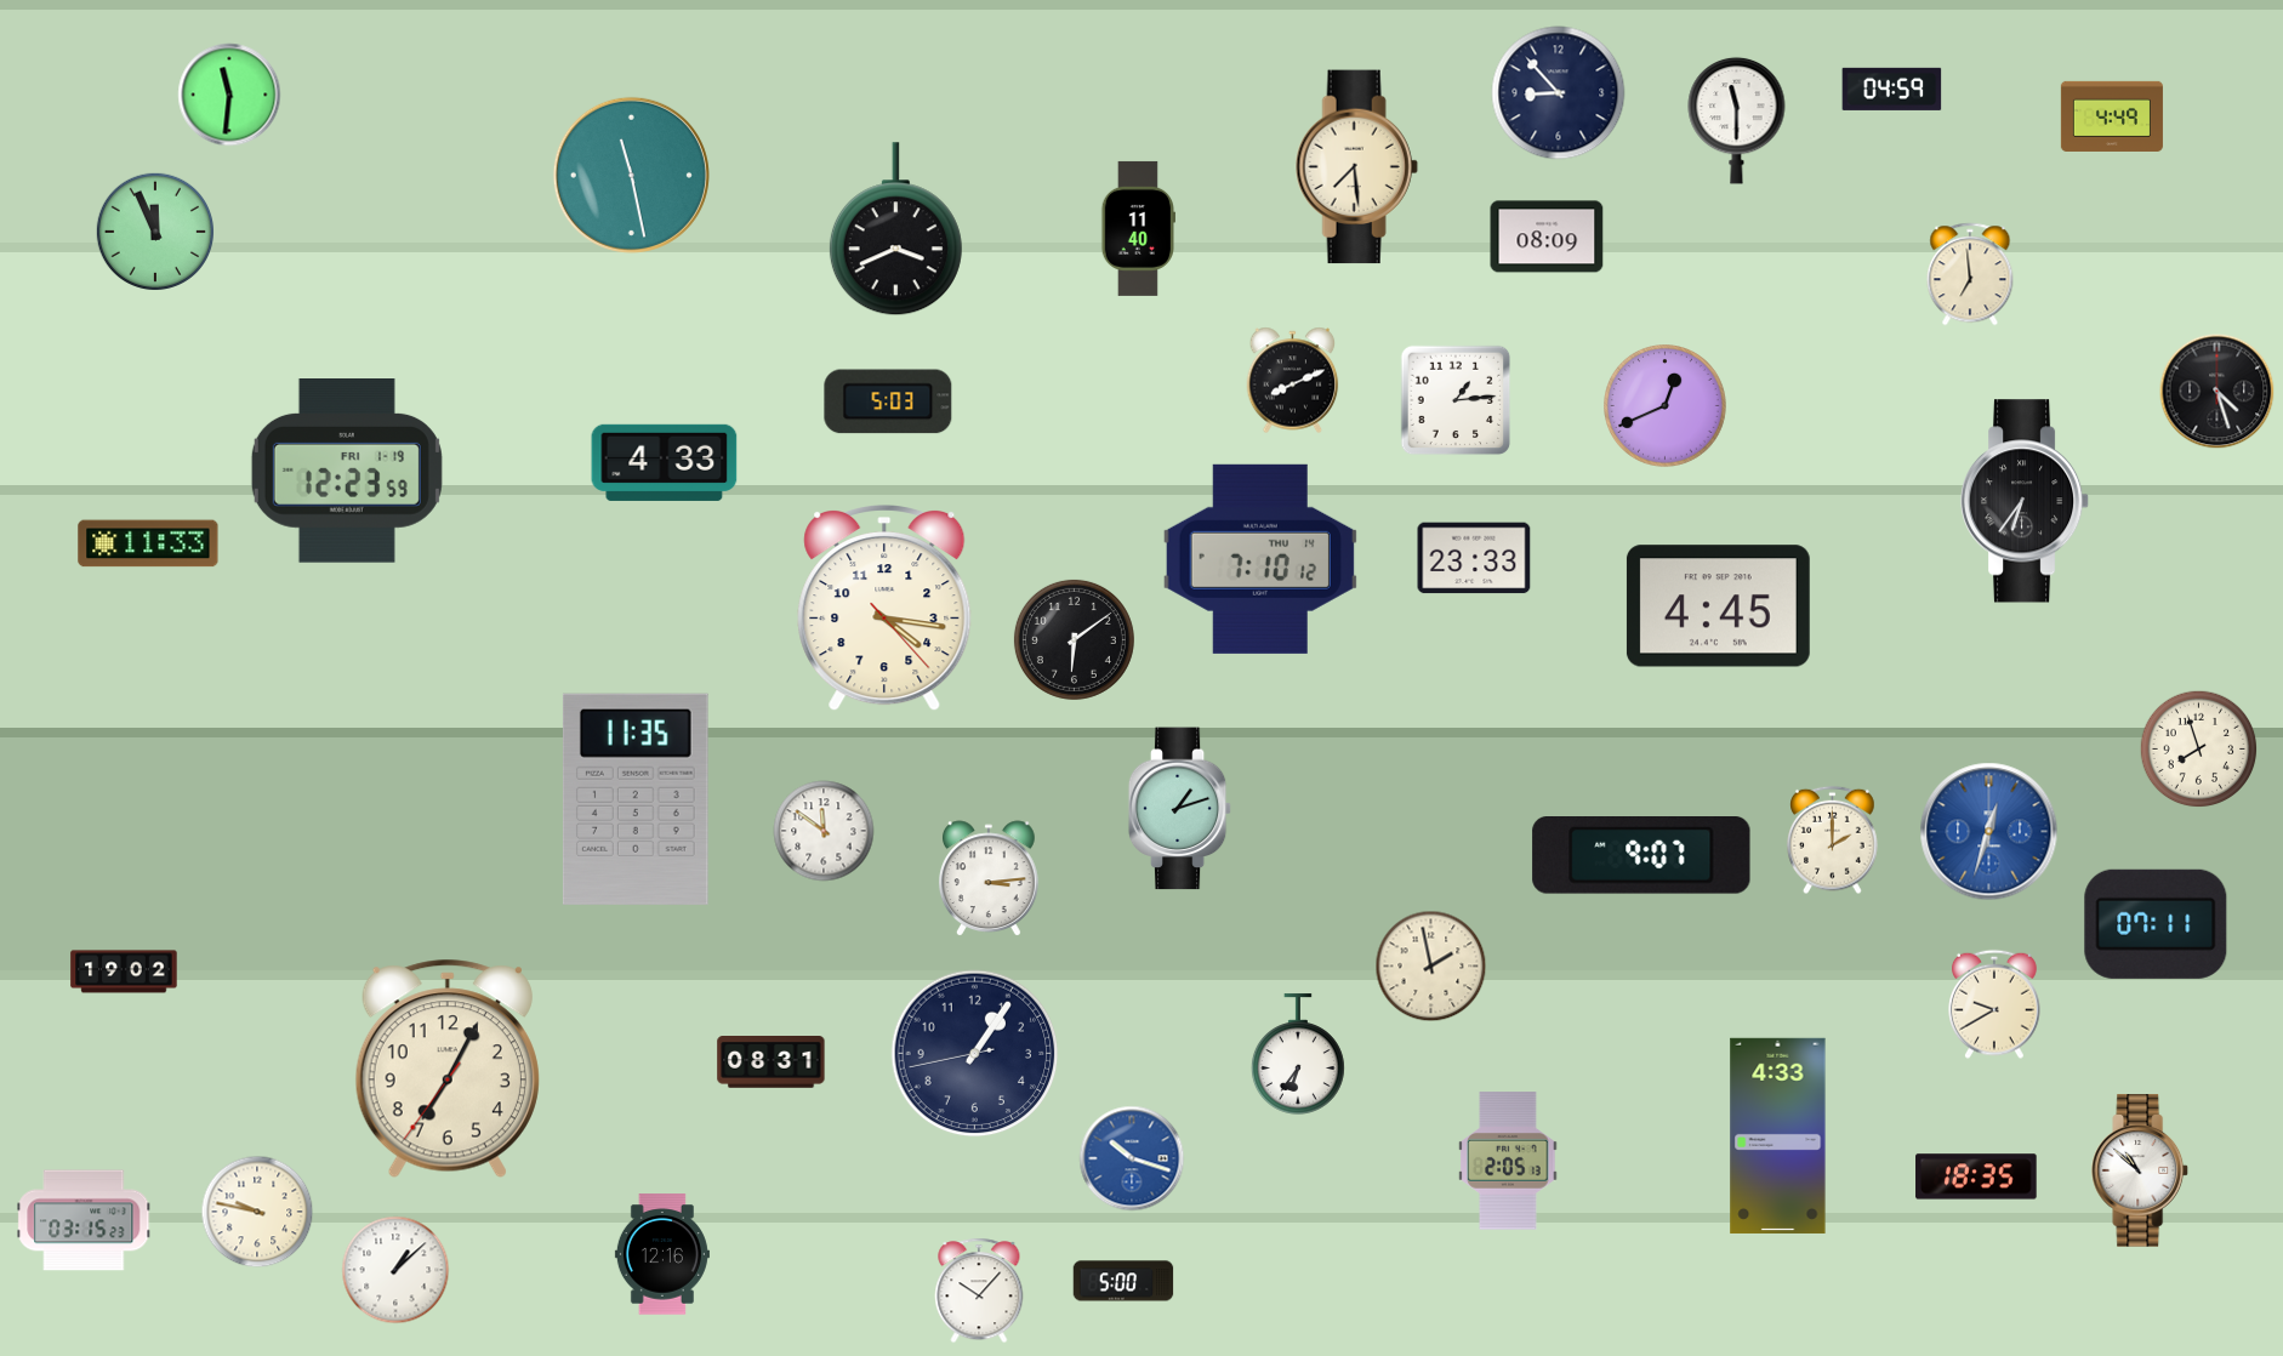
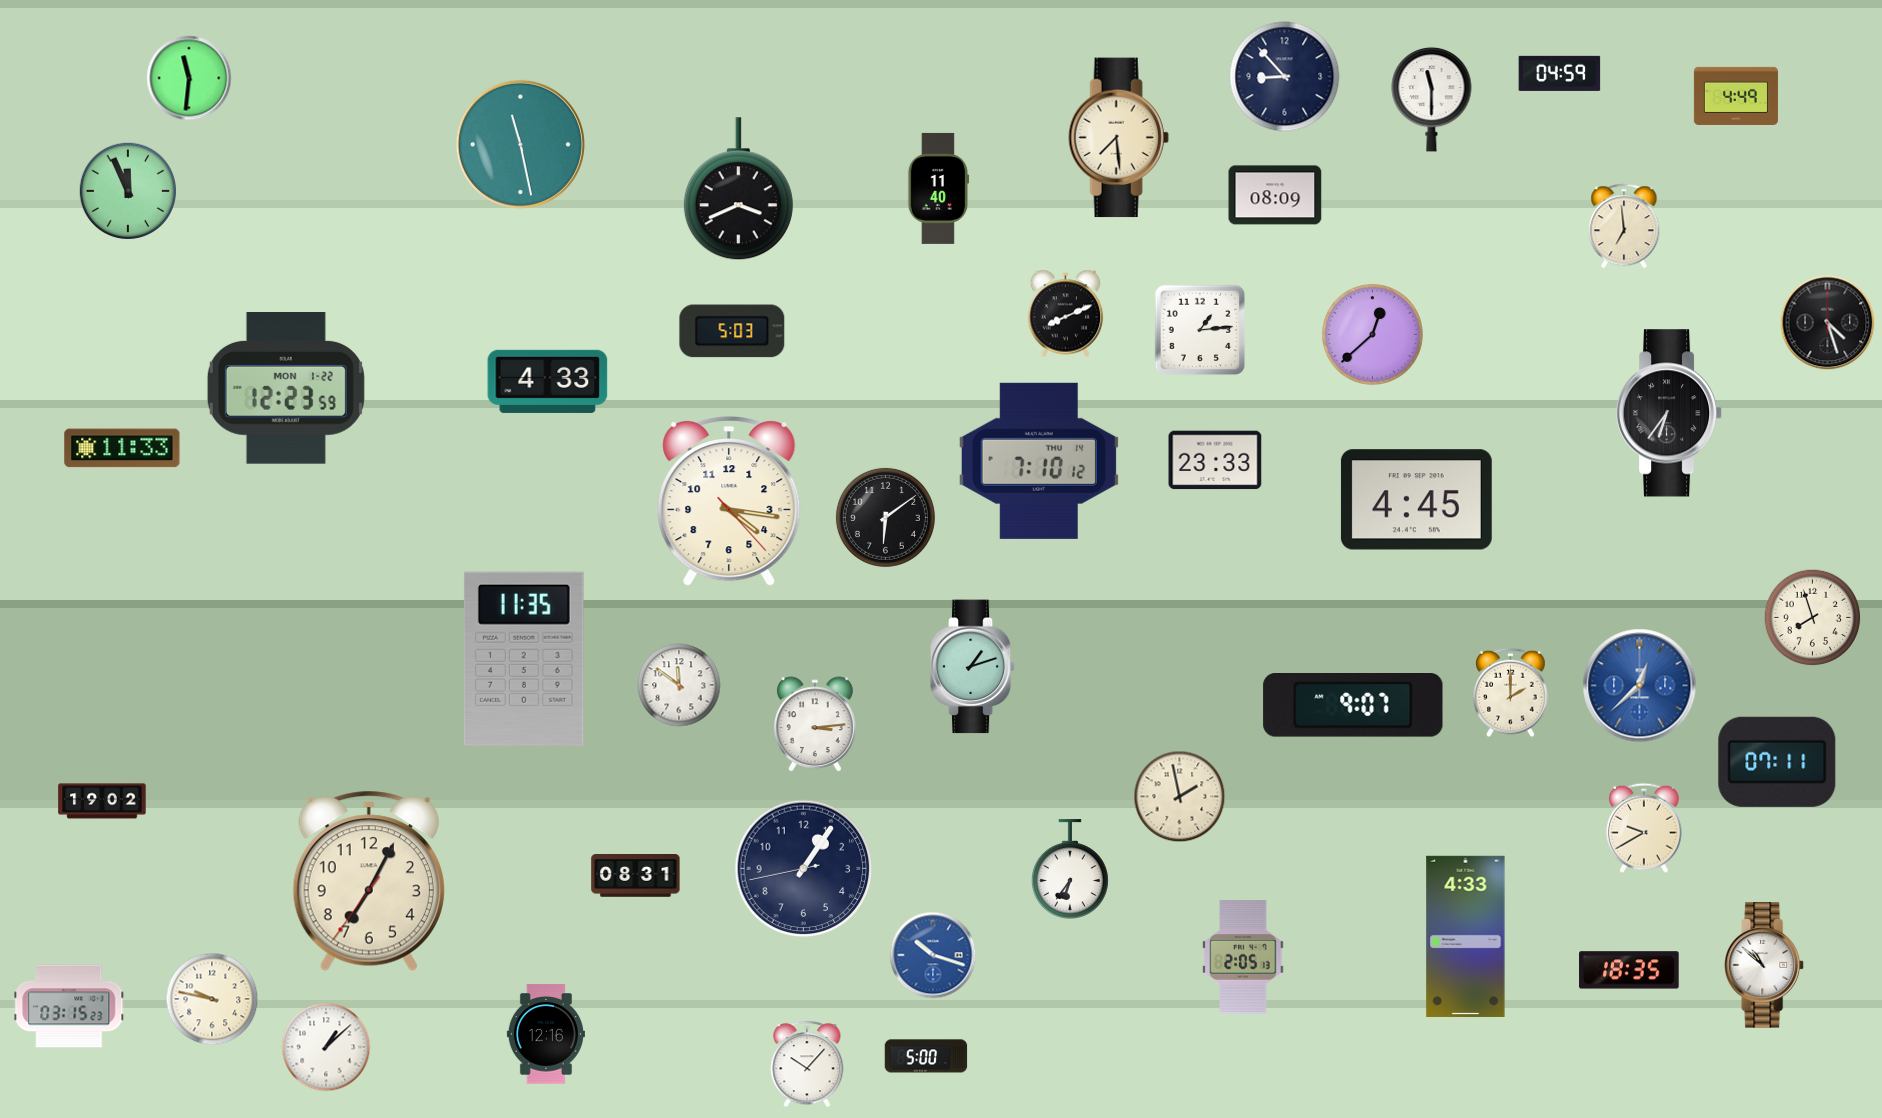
clock at (2112, 116) position: (2112, 116) -> (1736, 96)
clock at (1666, 406): 12:41 -> 12:38
clock at (347, 472) date: FRI 1-19 -> MON 1-22
clock at (1074, 639) position: (1074, 639) -> (885, 517)
clock at (1989, 832): 12:33 -> 12:38
